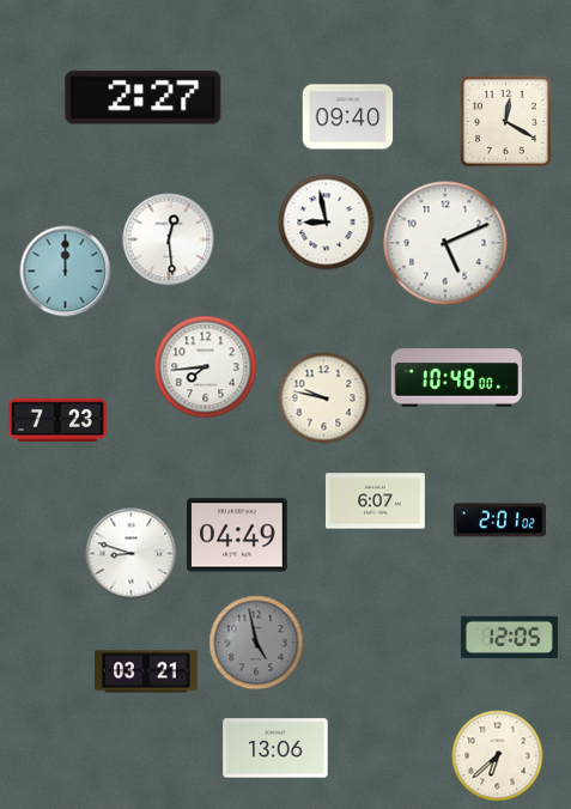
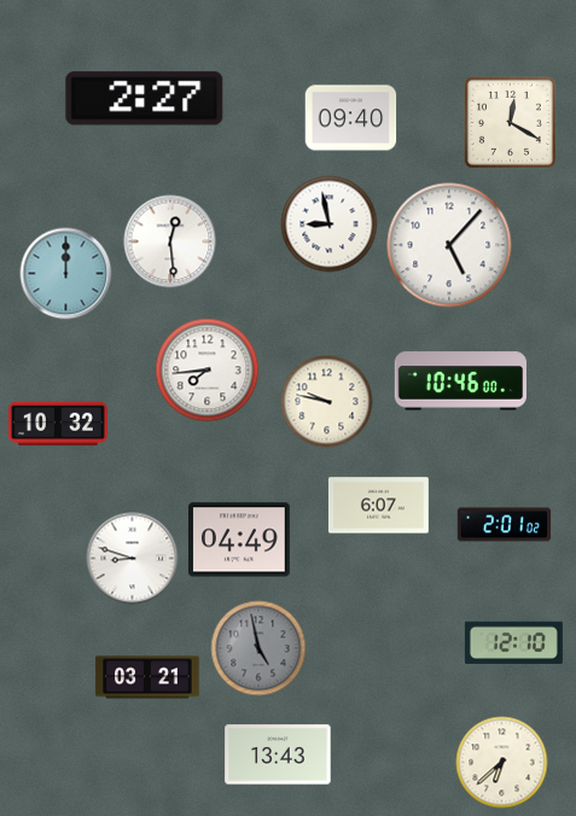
clock at (445, 243): 5:11 -> 5:07
clock at (456, 378): 10:48 -> 10:46
clock at (57, 420): 7:23 -> 10:32
clock at (509, 637): 12:05 -> 12:10
clock at (275, 748): 13:06 -> 13:43
